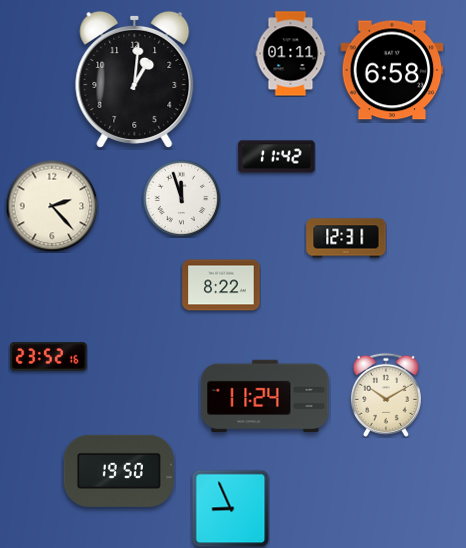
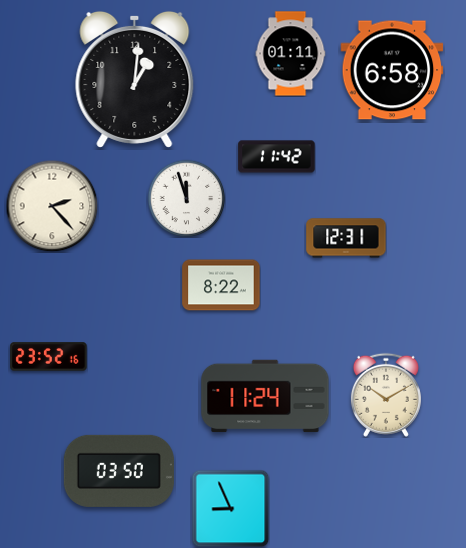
clock at (181, 198) position: (181, 198) -> (186, 198)
clock at (119, 471): 19:50 -> 03:50
